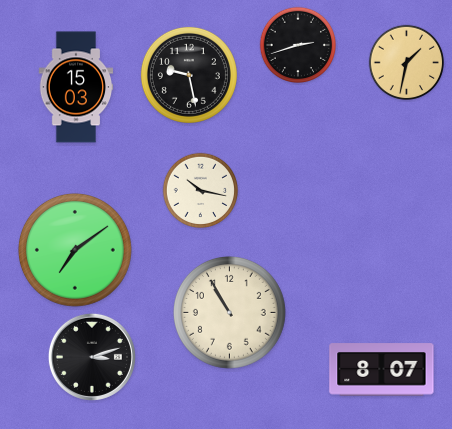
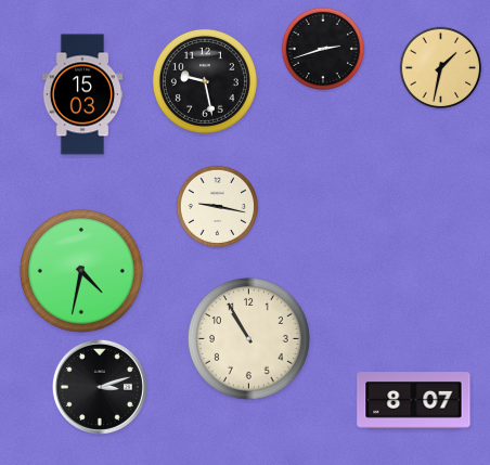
clock at (201, 191): 10:17 -> 9:17
clock at (75, 250): 7:09 -> 4:32
